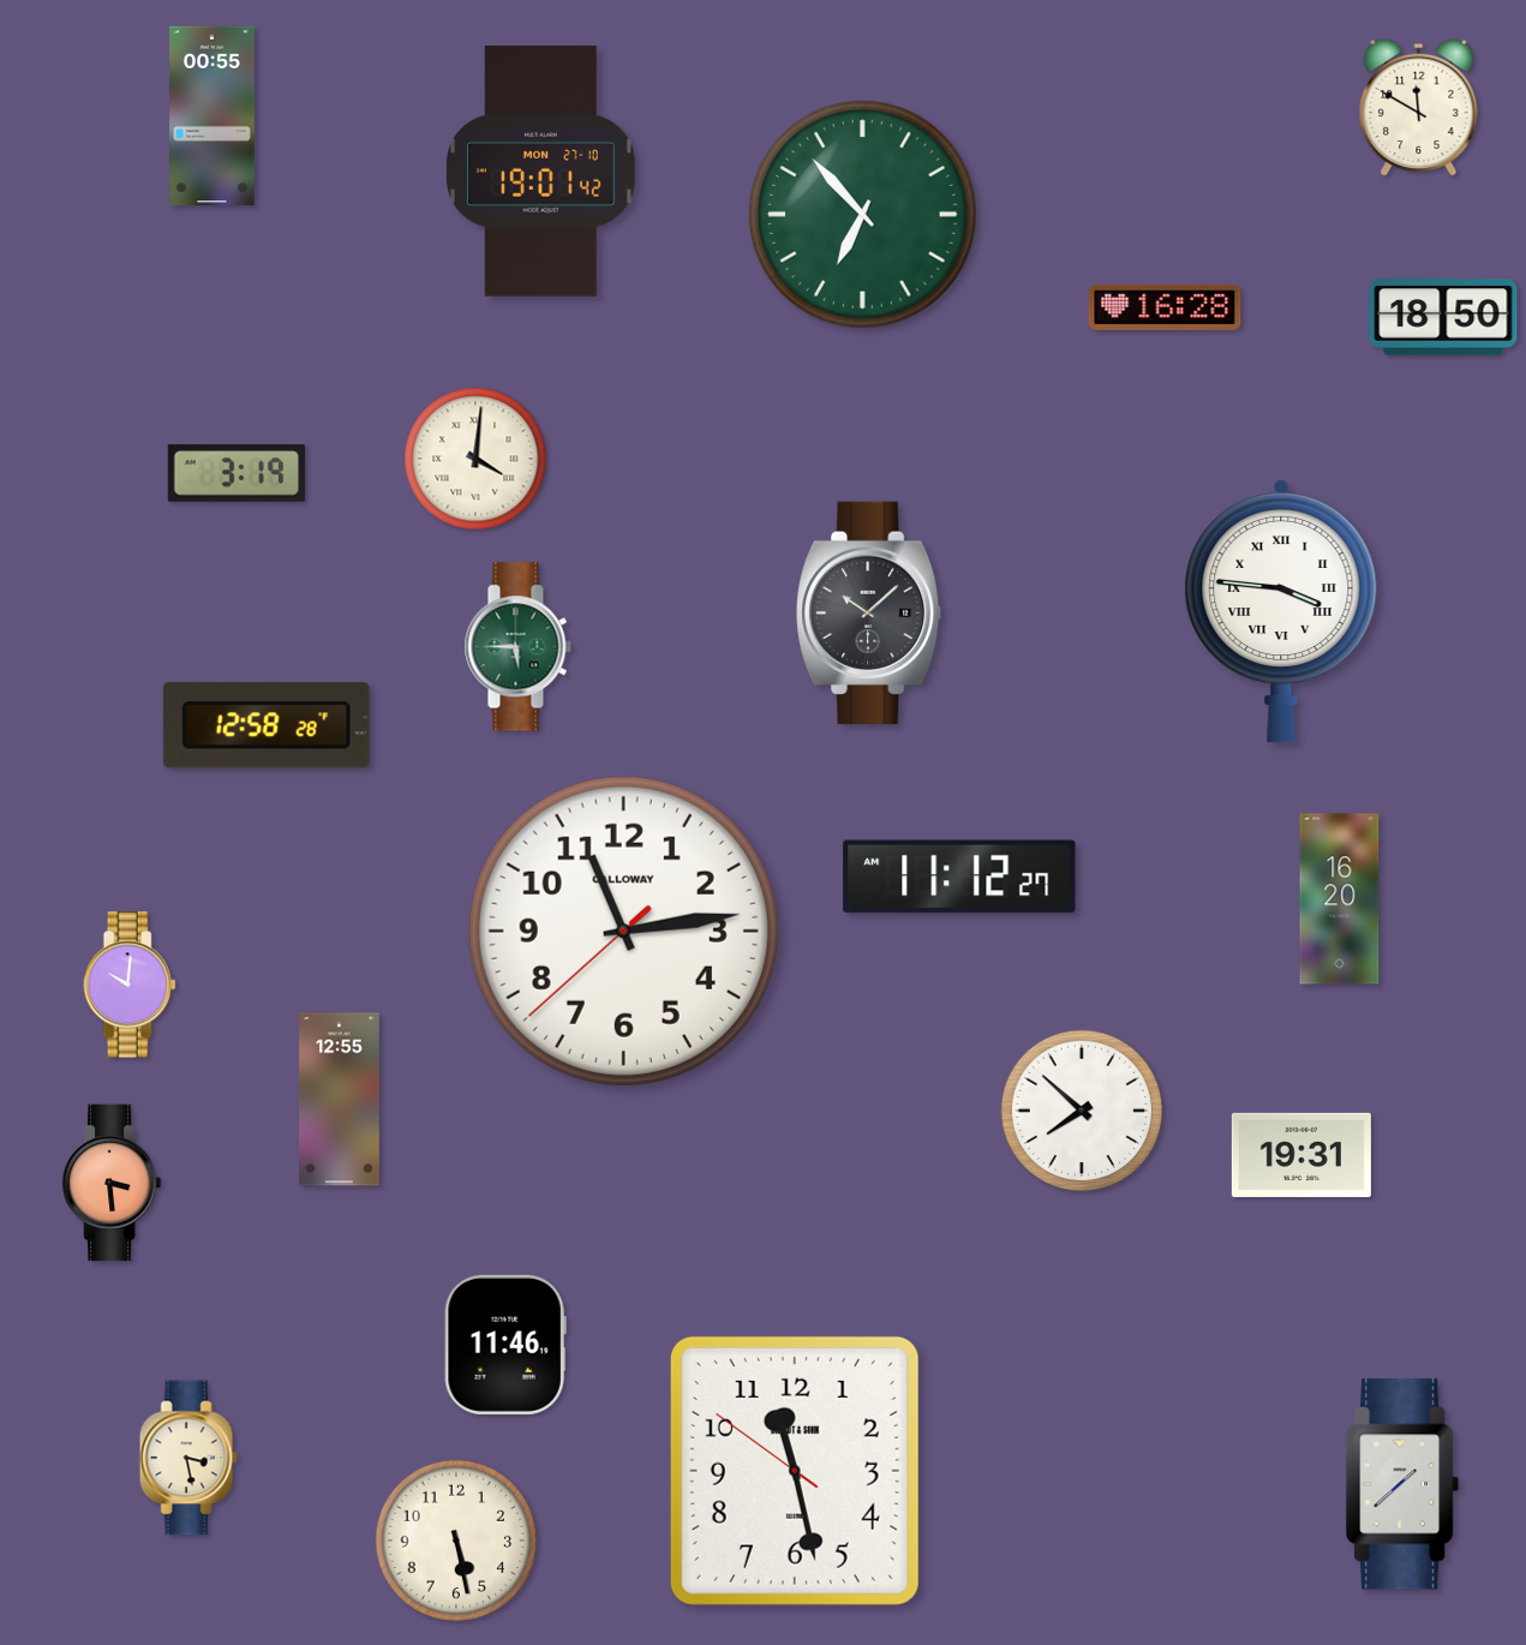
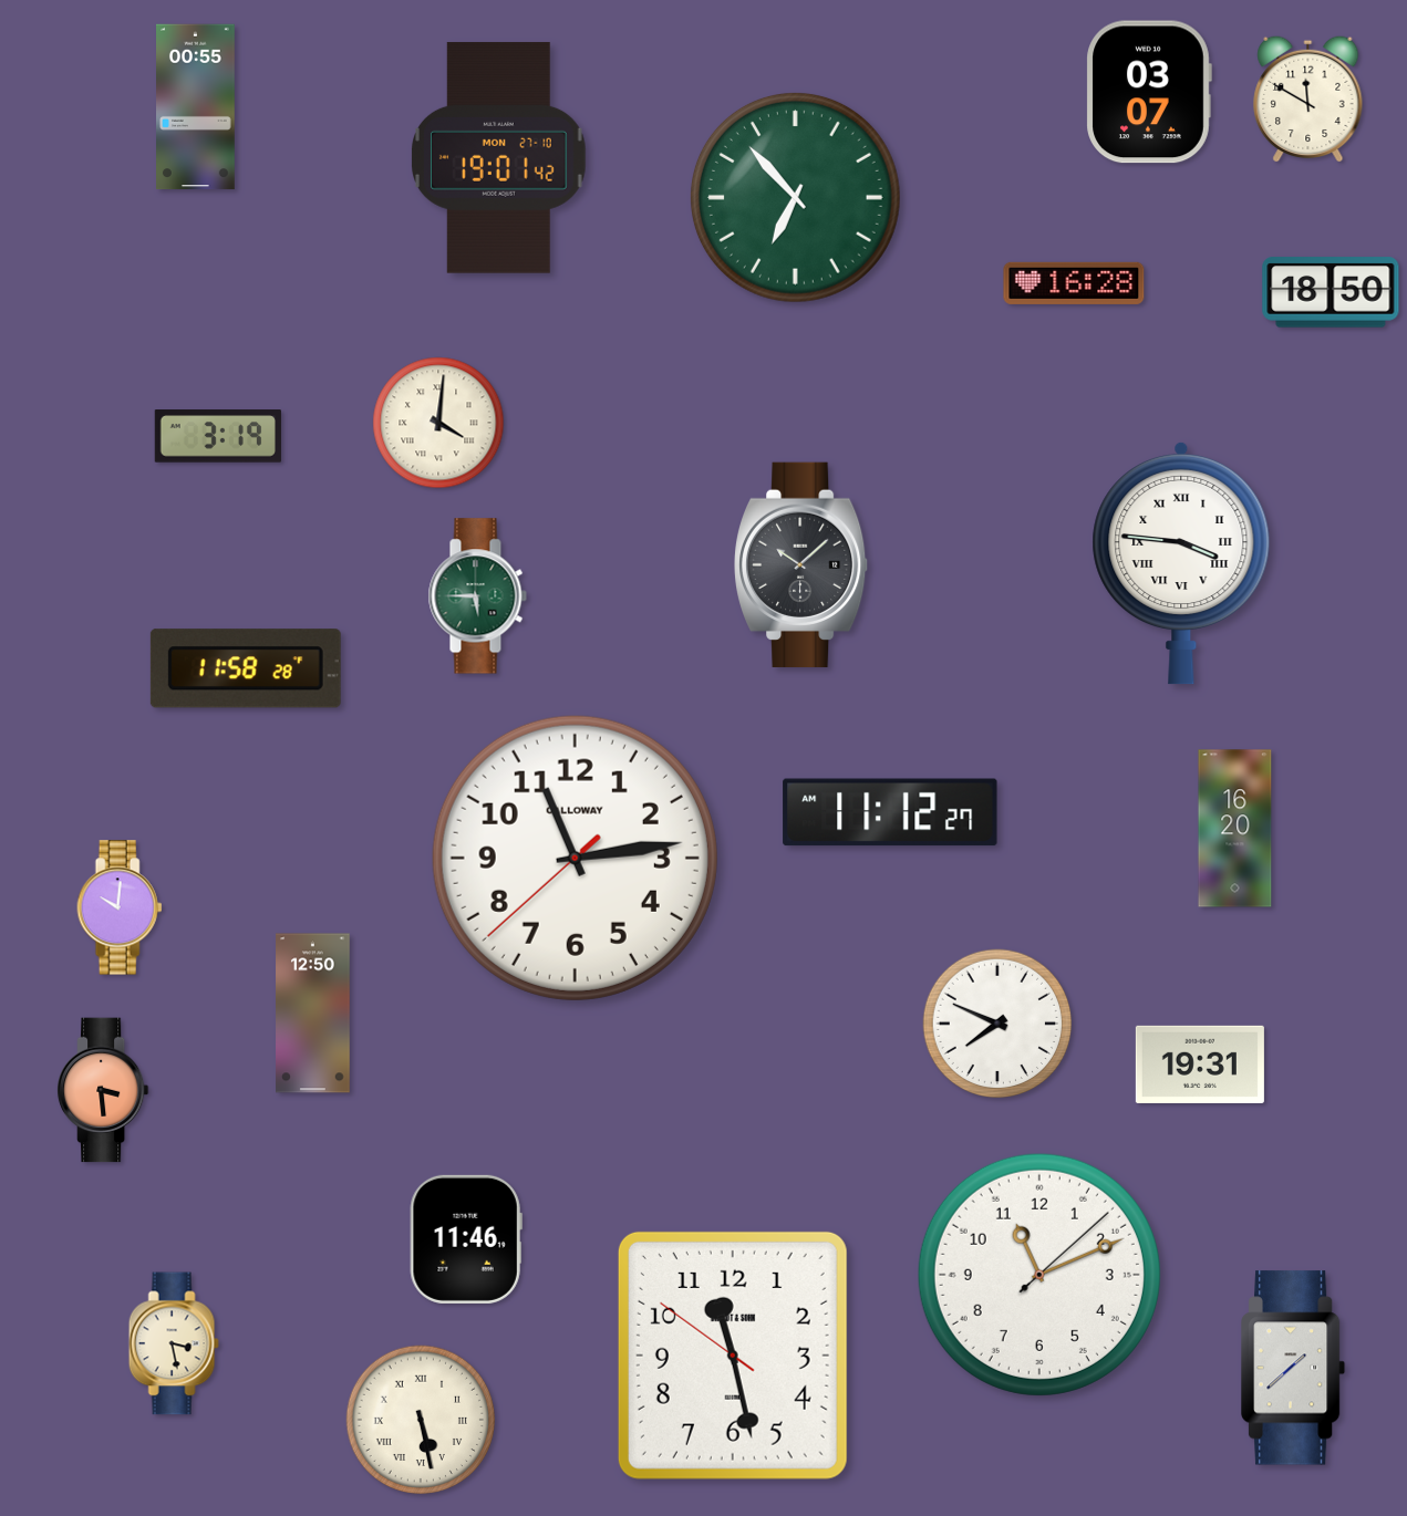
clock at (1149, 92): none -> 03:07
clock at (267, 725): 12:58 -> 11:58
clock at (959, 877) position: (959, 877) -> (890, 812)
clock at (340, 1100): 12:55 -> 12:50
clock at (1082, 1111): 7:52 -> 7:49
clock at (1039, 1275): none -> 11:11
clock at (456, 1541) numerals: Arabic -> Roman
